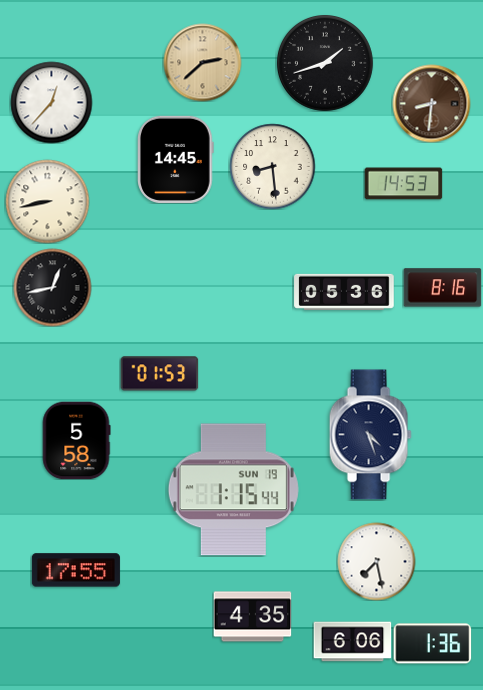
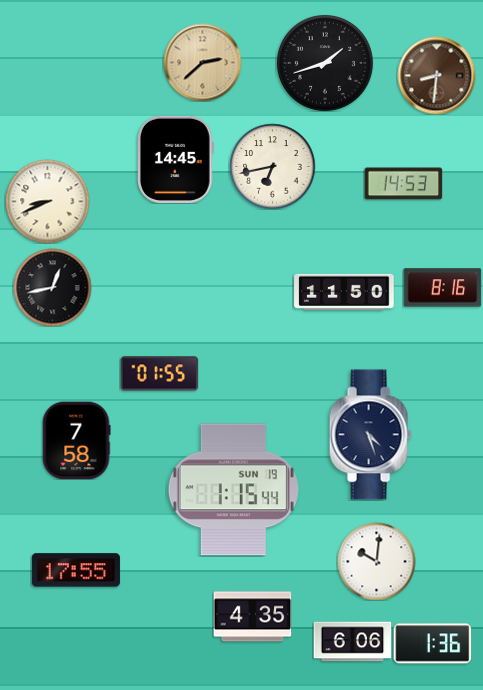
clock at (51, 102): 12:37 -> none
clock at (431, 103) position: (431, 103) -> (436, 75)
clock at (272, 166): 8:29 -> 6:43
clock at (47, 201): 8:43 -> 8:41
clock at (344, 292): 05:36 -> 11:50
clock at (159, 374): 01:53 -> 01:55
clock at (76, 440): 5:58 -> 7:58
clock at (376, 561): 7:28 -> 10:01
